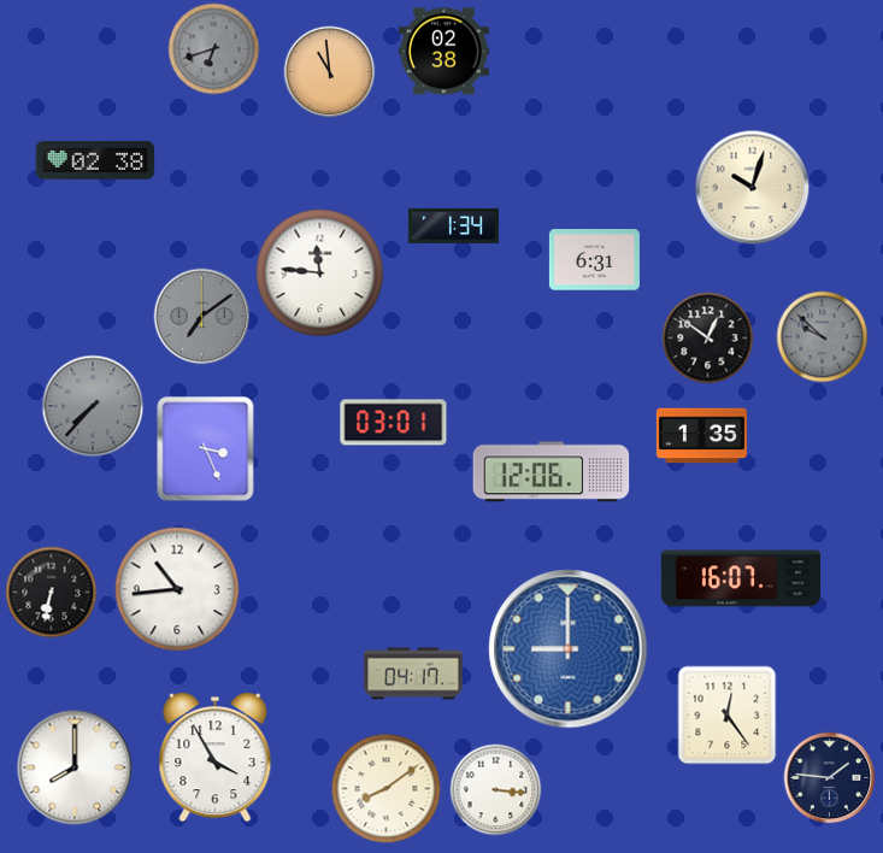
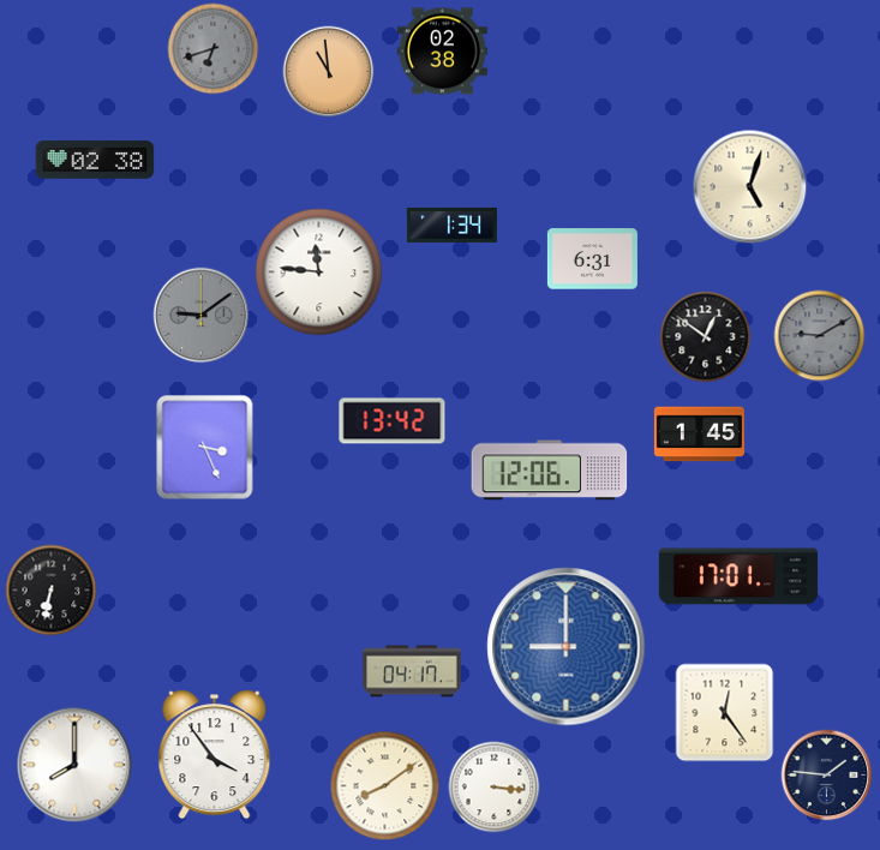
clock at (753, 188): 10:03 -> 5:03
clock at (202, 317): 7:09 -> 9:09
clock at (823, 337): 9:52 -> 9:10
clock at (93, 406): 7:37 -> none
clock at (394, 423): 03:01 -> 13:42
clock at (701, 436): 1:35 -> 1:45
clock at (740, 578): 16:07 -> 17:01
clock at (177, 589): 10:44 -> none
clock at (216, 758): 3:55 -> 3:54
